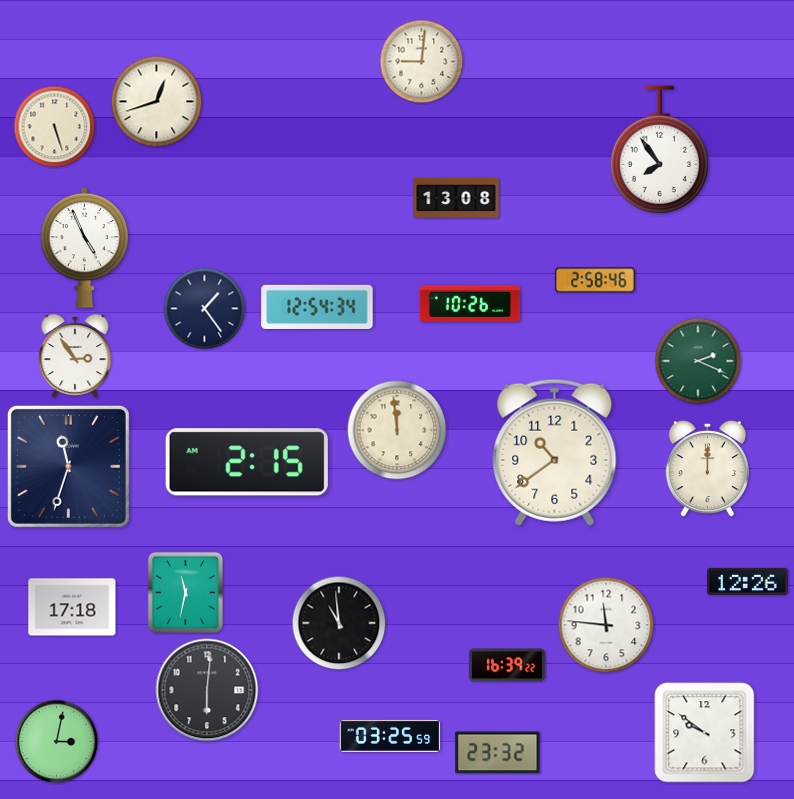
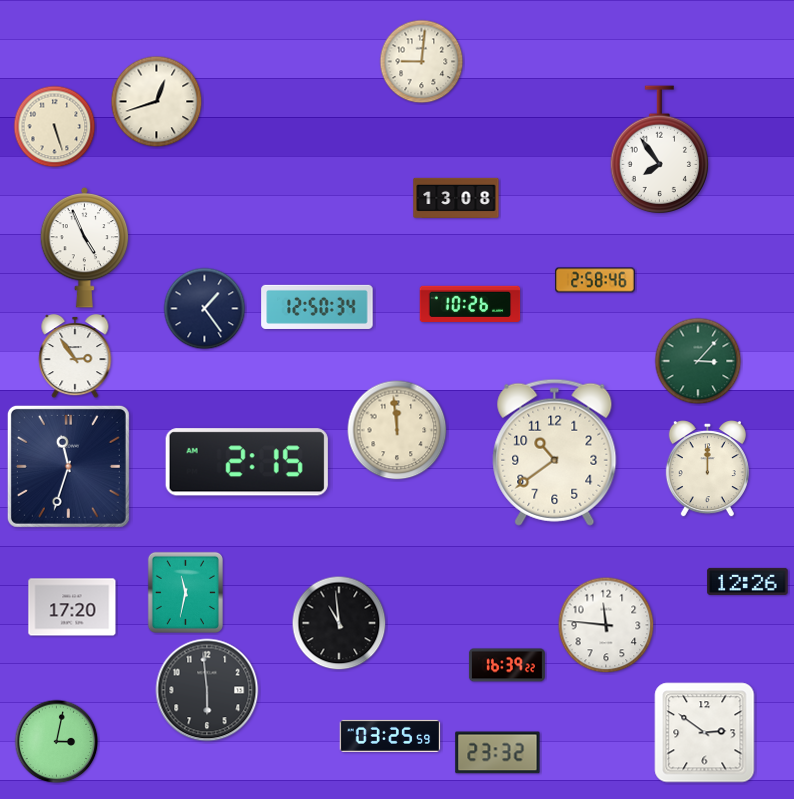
clock at (317, 307): 12:54 -> 12:50
clock at (698, 361): 2:19 -> 3:07
clock at (72, 607): 17:18 -> 17:20
clock at (207, 690): 6:01 -> 5:59
clock at (705, 733): 9:51 -> 2:51
